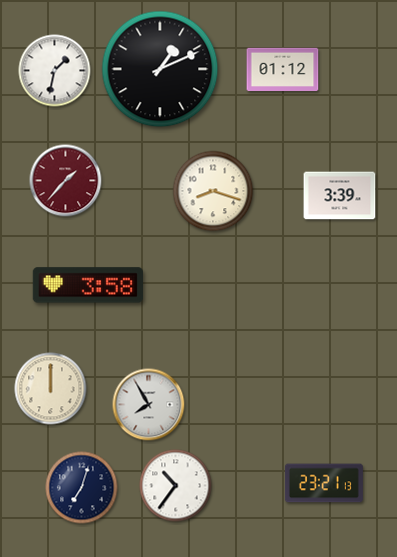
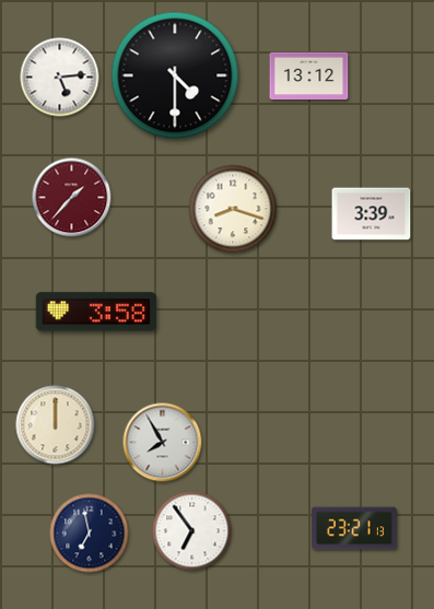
clock at (160, 69): 1:11 -> 4:30
clock at (283, 70): 01:12 -> 13:12
clock at (55, 71): 1:32 -> 5:14
clock at (176, 486): 10:36 -> 6:54
clock at (82, 488): 7:03 -> 6:58
